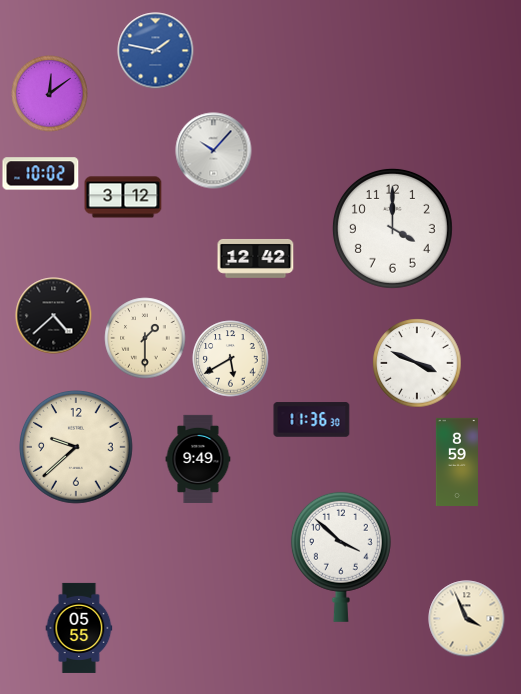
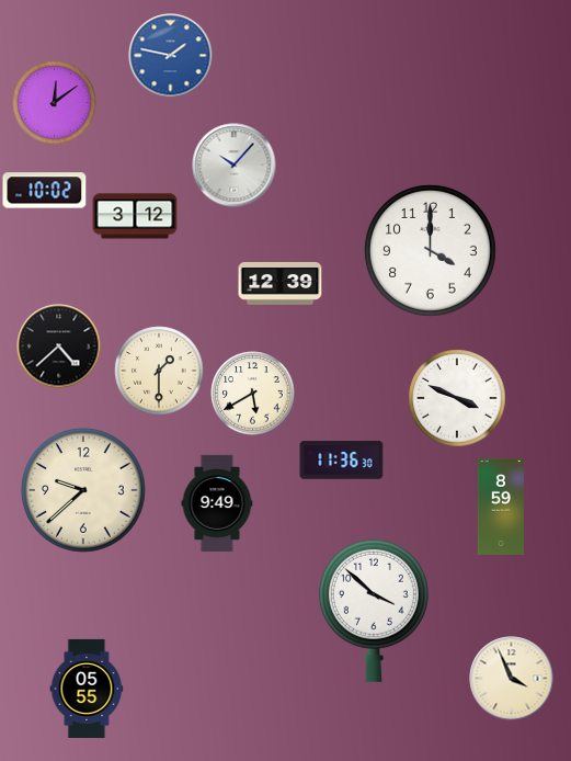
clock at (256, 258): 12:42 -> 12:39
